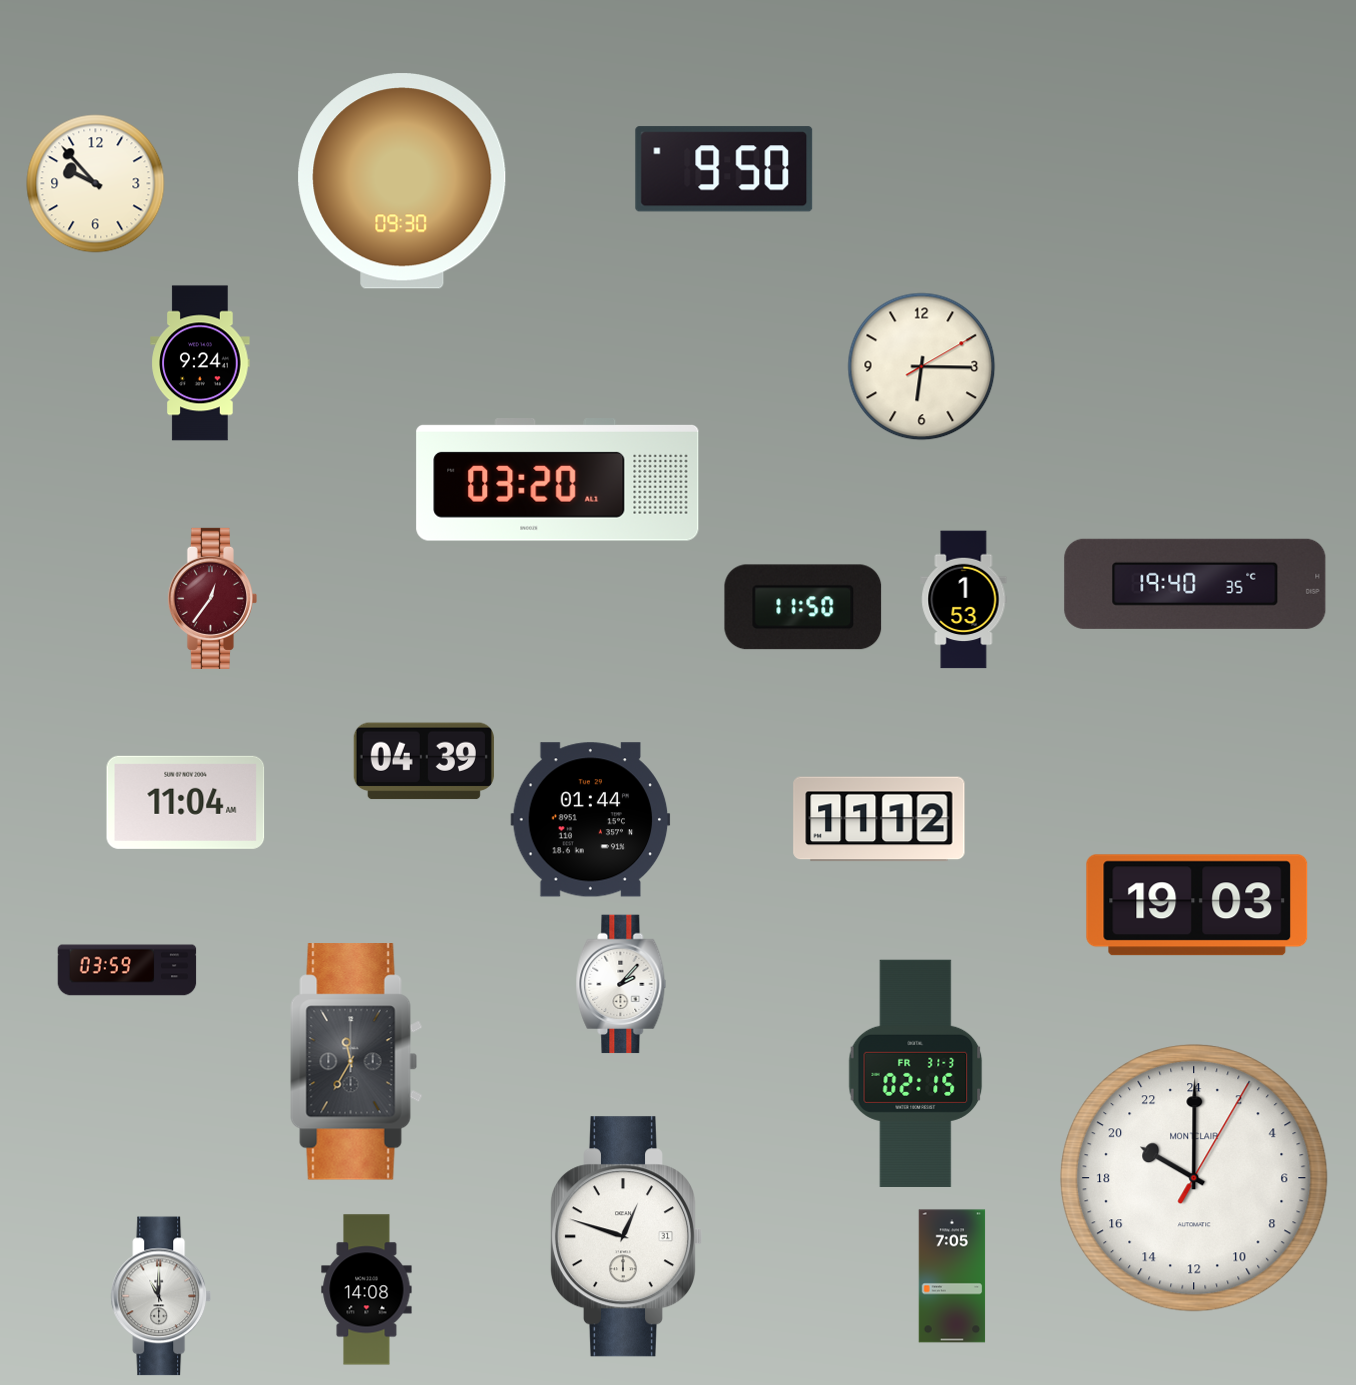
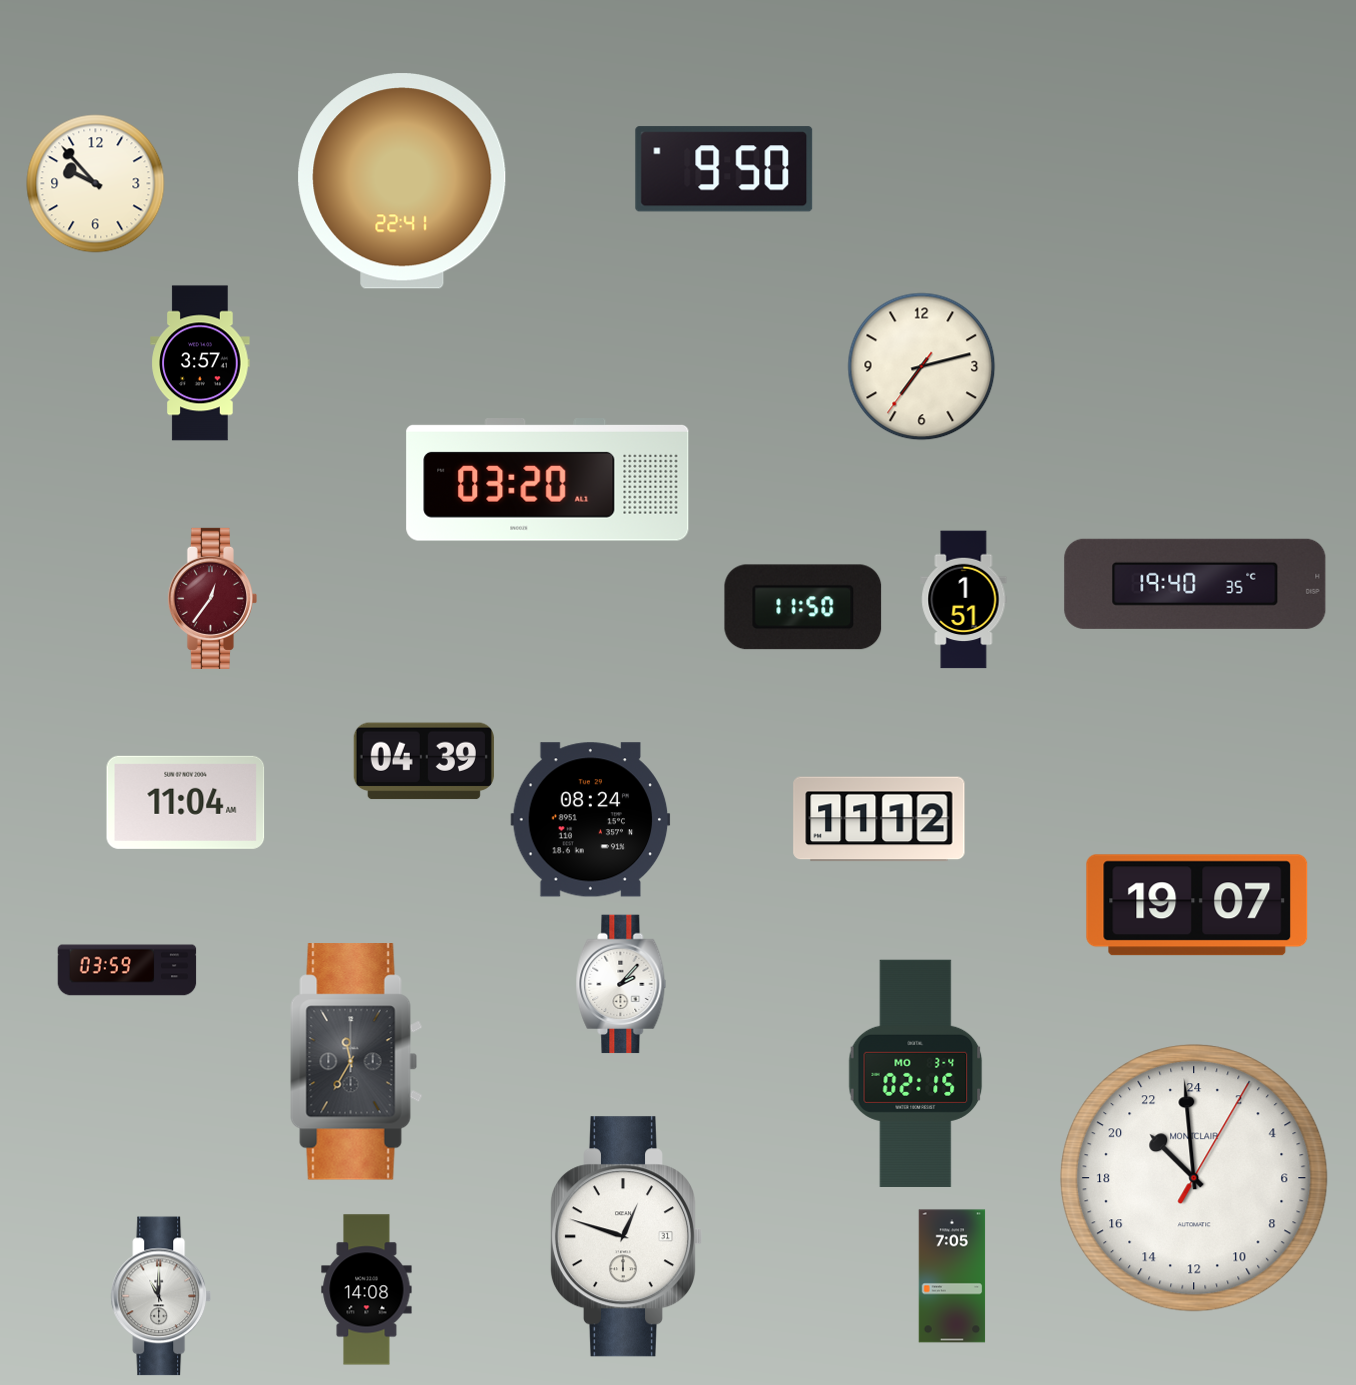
clock at (402, 181): 09:30 -> 22:41
clock at (200, 363): 9:24 -> 3:57
clock at (922, 367): 6:15 -> 7:12
clock at (558, 480) position: (558, 480) -> (548, 480)
clock at (964, 600): 1:53 -> 1:51
clock at (591, 820): 01:44 -> 08:24
clock at (1197, 905): 19:03 -> 19:07
clock at (916, 1073) date: FR 31-3 -> MO 3-4
clock at (1194, 1178): 20:00 -> 20:59
